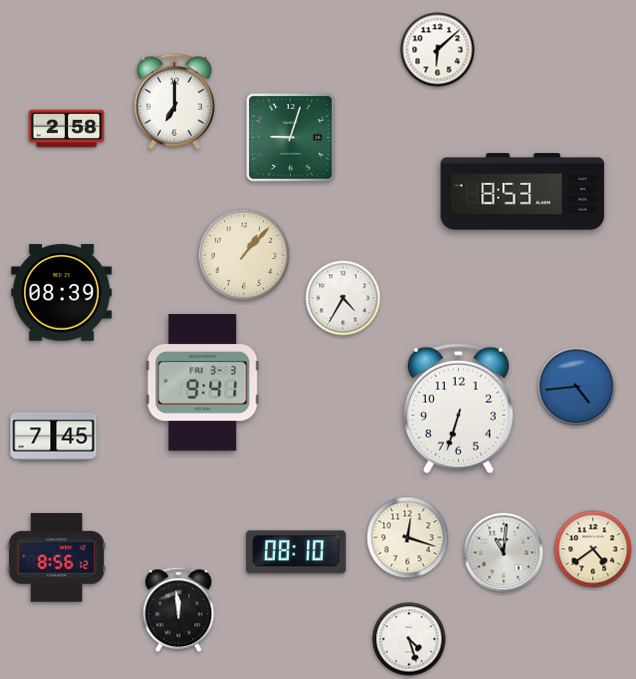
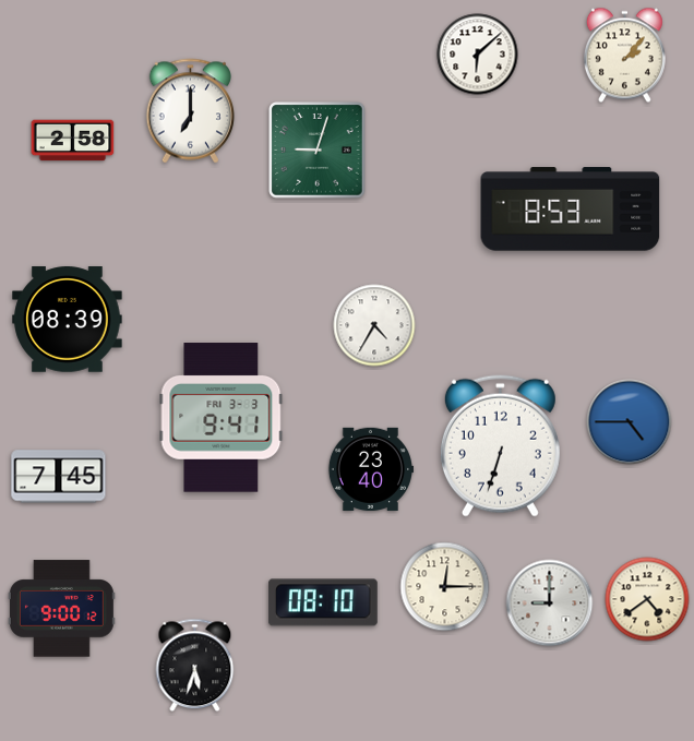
clock at (624, 56): none -> 2:07
clock at (244, 255): 1:07 -> none
clock at (577, 387): 4:44 -> 4:45
clock at (370, 469): none -> 23:40
clock at (408, 538): 12:18 -> 12:15
clock at (504, 553): 11:01 -> 9:00
clock at (56, 558): 8:56 -> 9:00
clock at (179, 610): 11:59 -> 5:33
clock at (409, 639): 4:27 -> none
